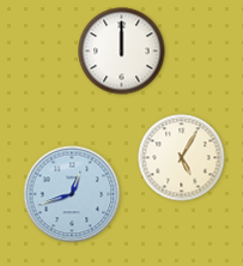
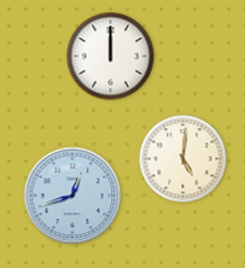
clock at (122, 52) position: (122, 52) -> (111, 57)
clock at (182, 158): 5:05 -> 5:01
